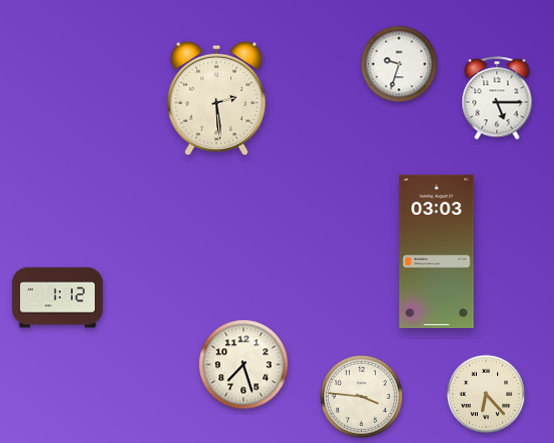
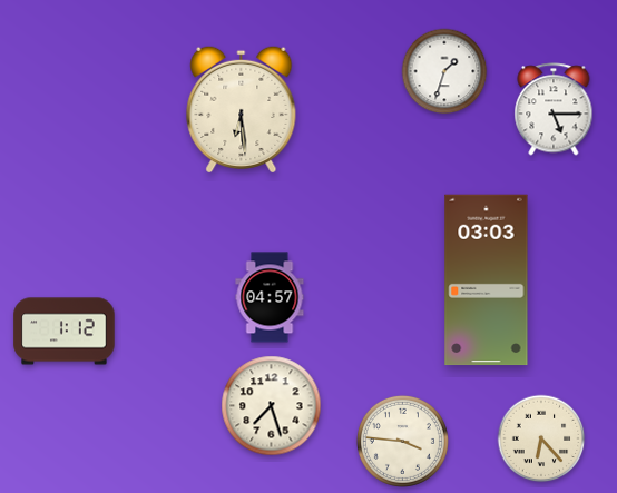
clock at (399, 64): 9:33 -> 1:33
clock at (217, 97): 2:29 -> 6:29
clock at (270, 297): none -> 04:57
